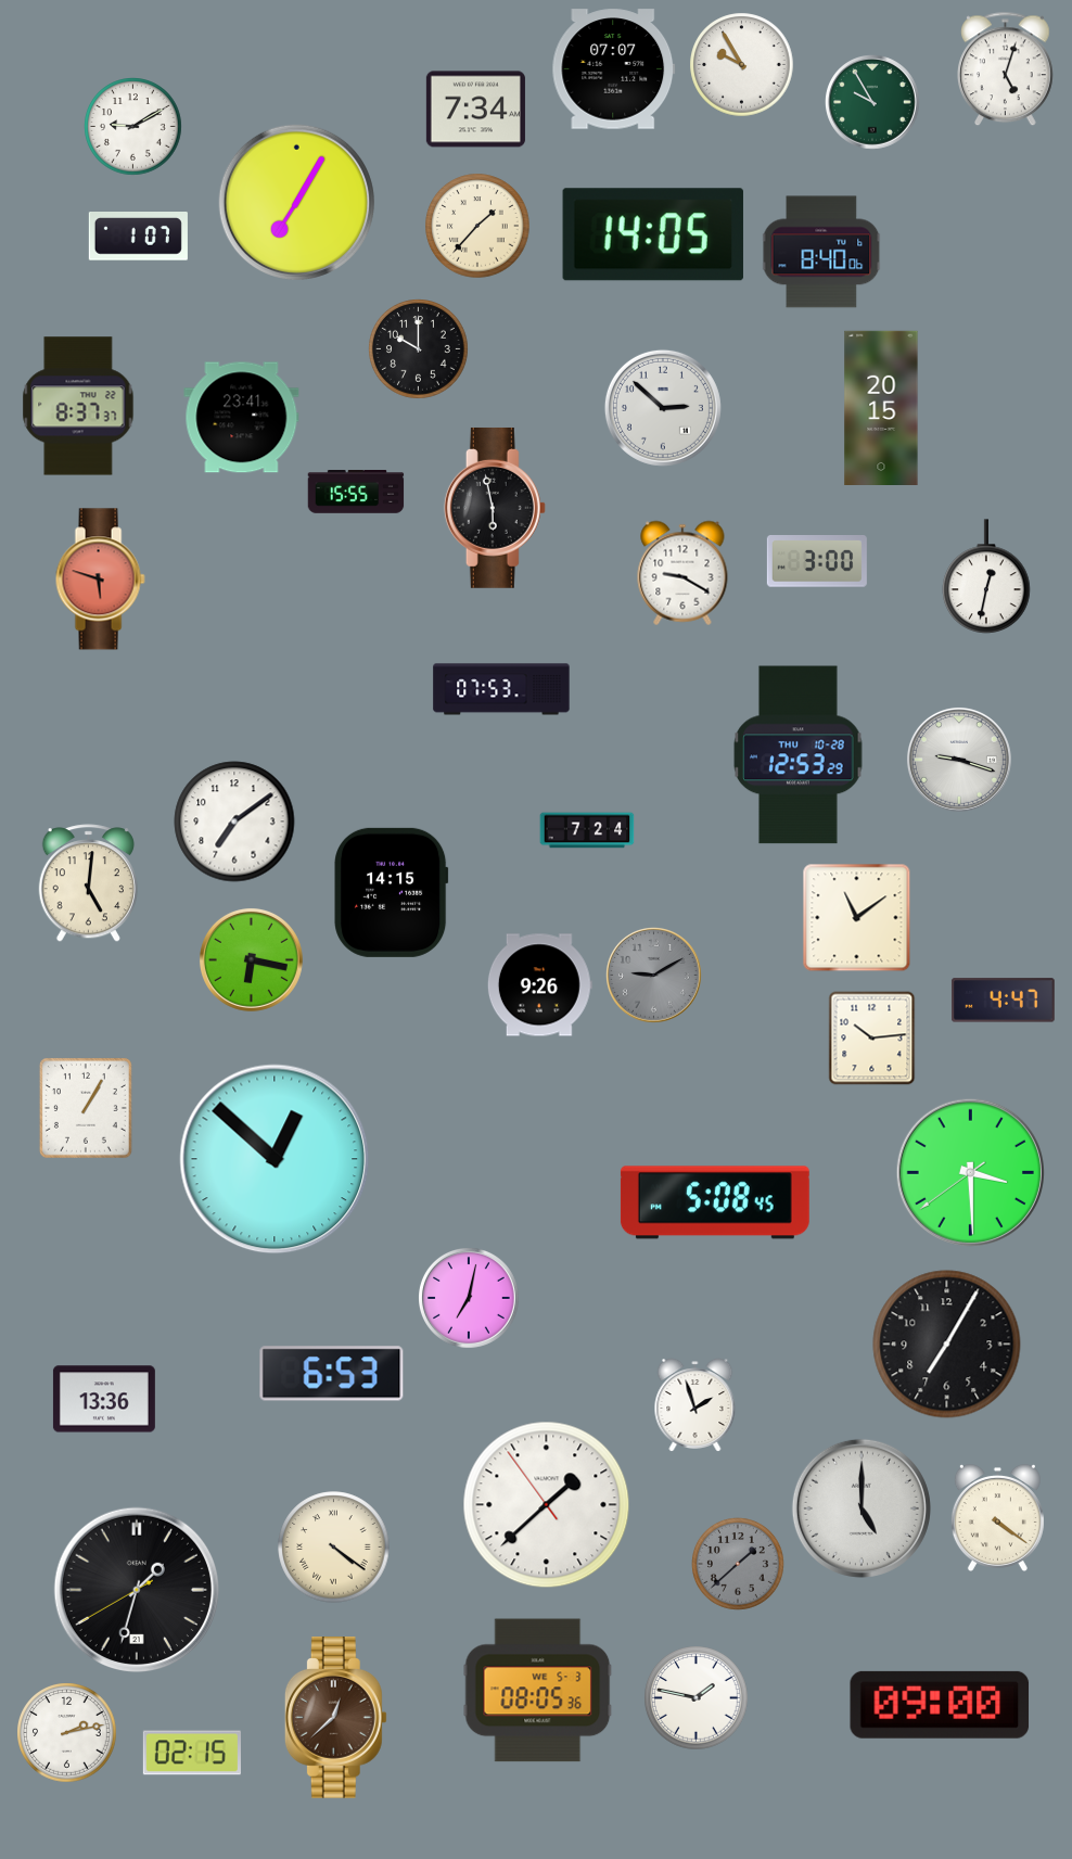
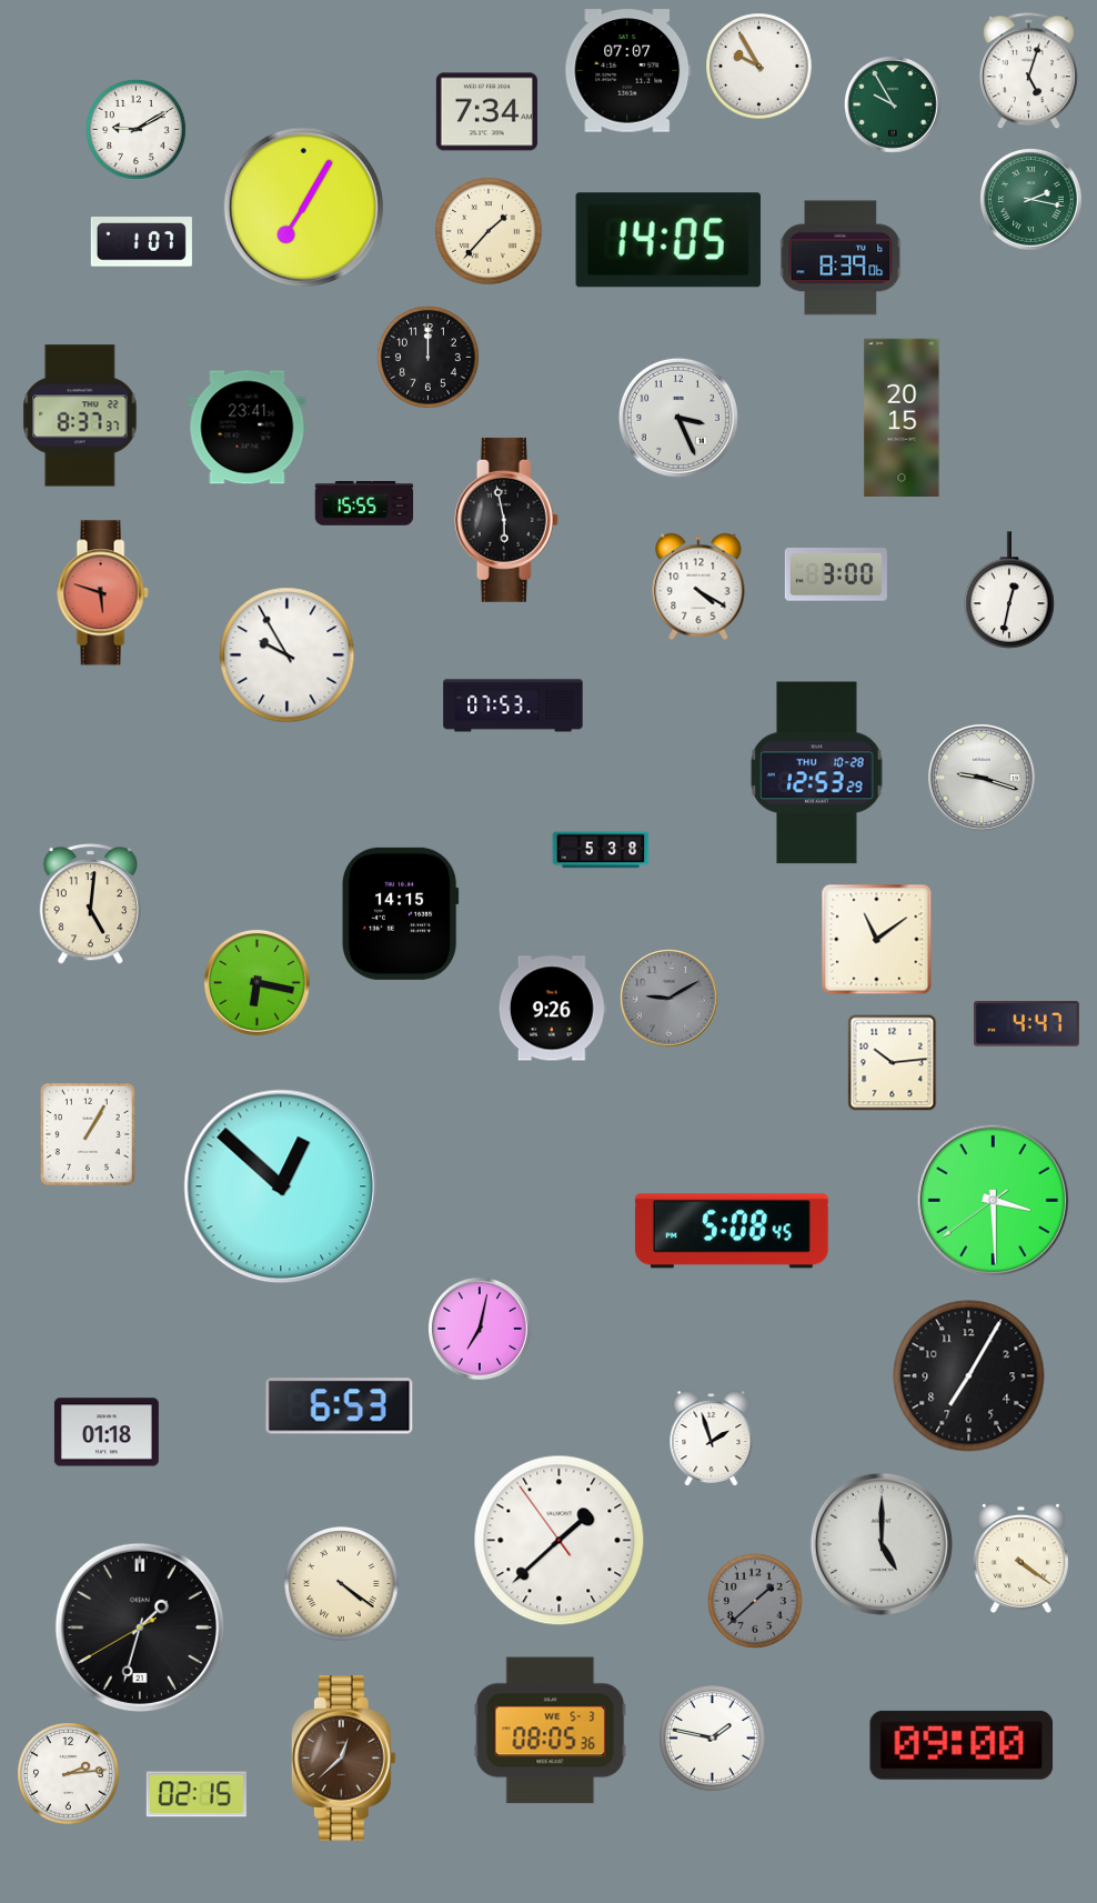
clock at (1031, 200): none -> 2:17
clock at (821, 252): 8:40 -> 8:39
clock at (419, 349): 10:00 -> 12:00
clock at (663, 408): 2:52 -> 3:26
clock at (682, 573): 9:20 -> 4:20
clock at (288, 655): none -> 9:55
clock at (234, 822): 7:09 -> none
clock at (587, 830): 7:24 -> 5:38
clock at (104, 1399): 13:36 -> 01:18
clock at (997, 1517) position: (997, 1517) -> (1020, 1558)
clock at (67, 1733): 2:13 -> 2:14
